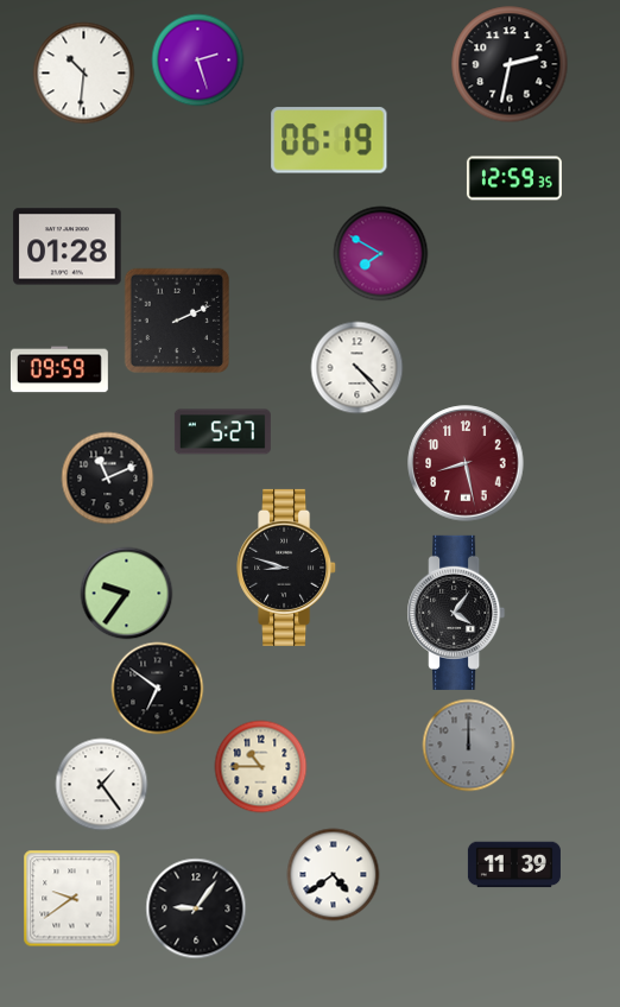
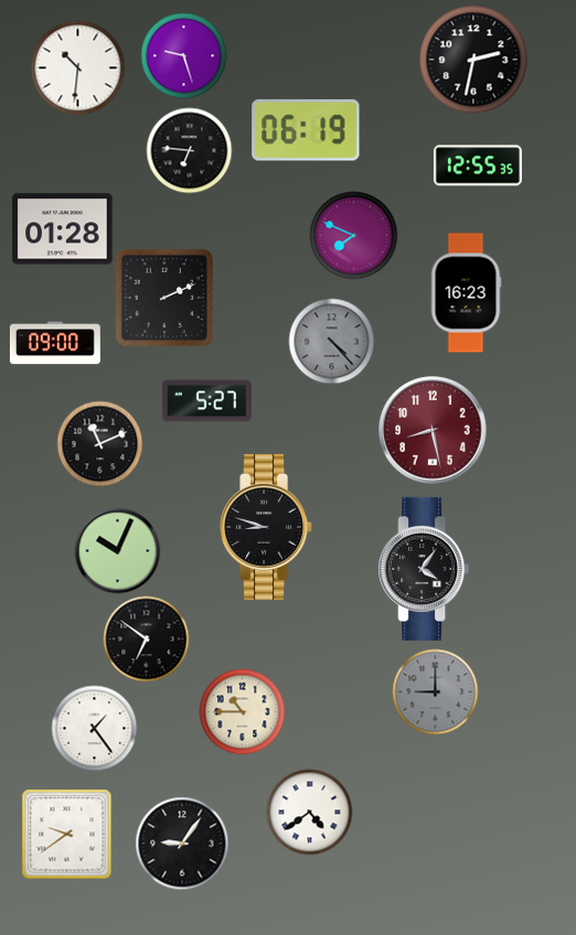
clock at (197, 59): 2:27 -> 9:27
clock at (189, 150): none -> 6:46
clock at (514, 178): 12:59 -> 12:55
clock at (380, 253): 7:50 -> 7:49
clock at (466, 293): none -> 16:23
clock at (356, 367) dial: white -> grey
clock at (59, 369): 09:59 -> 09:00
clock at (126, 593): 9:36 -> 10:04
clock at (468, 745): 12:00 -> 9:00
clock at (514, 864): 11:39 -> none
